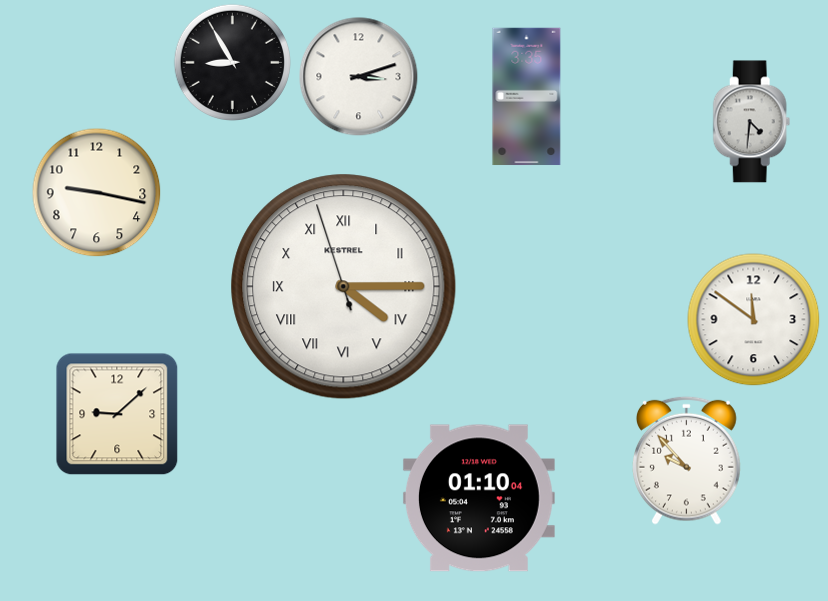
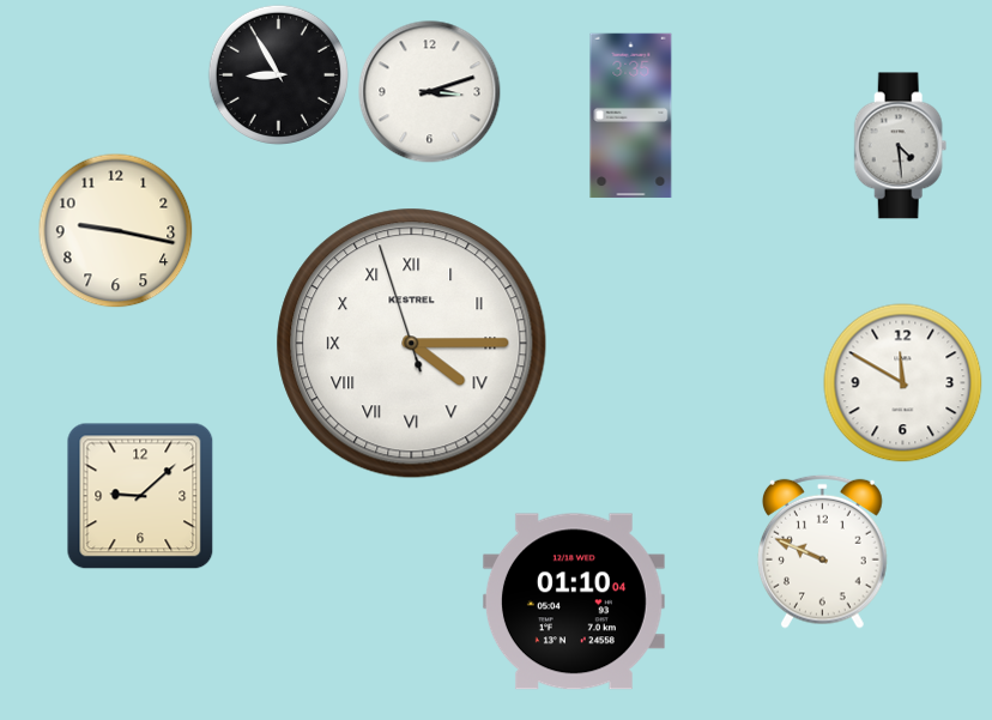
clock at (752, 122): 4:31 -> 4:29
clock at (754, 320): 11:51 -> 11:50
clock at (687, 460): 9:53 -> 9:49
clock at (479, 498) position: (479, 498) -> (574, 601)
